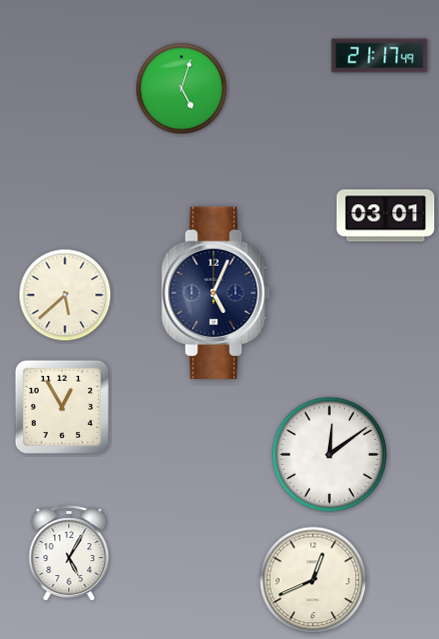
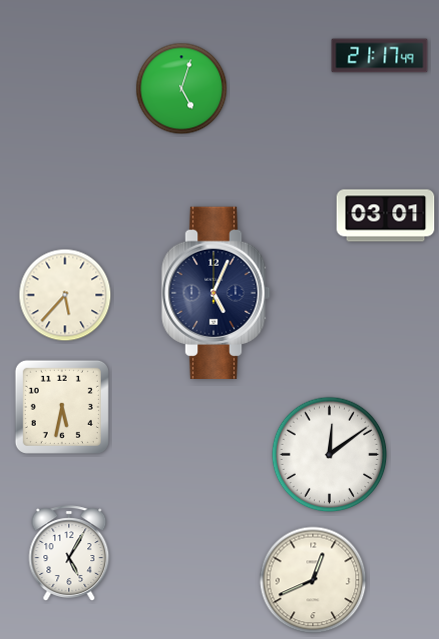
clock at (65, 295): 5:38 -> 5:37
clock at (62, 407): 12:55 -> 5:32
